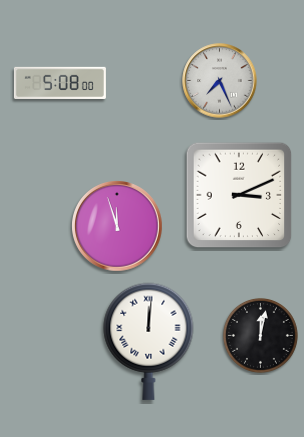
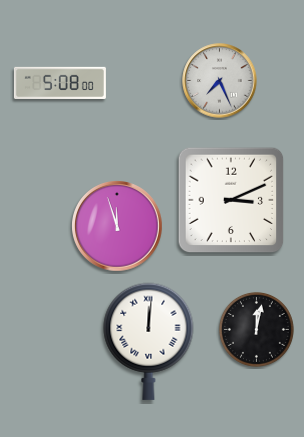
clock at (239, 195) position: (239, 195) -> (231, 200)
clock at (260, 335) position: (260, 335) -> (256, 329)
